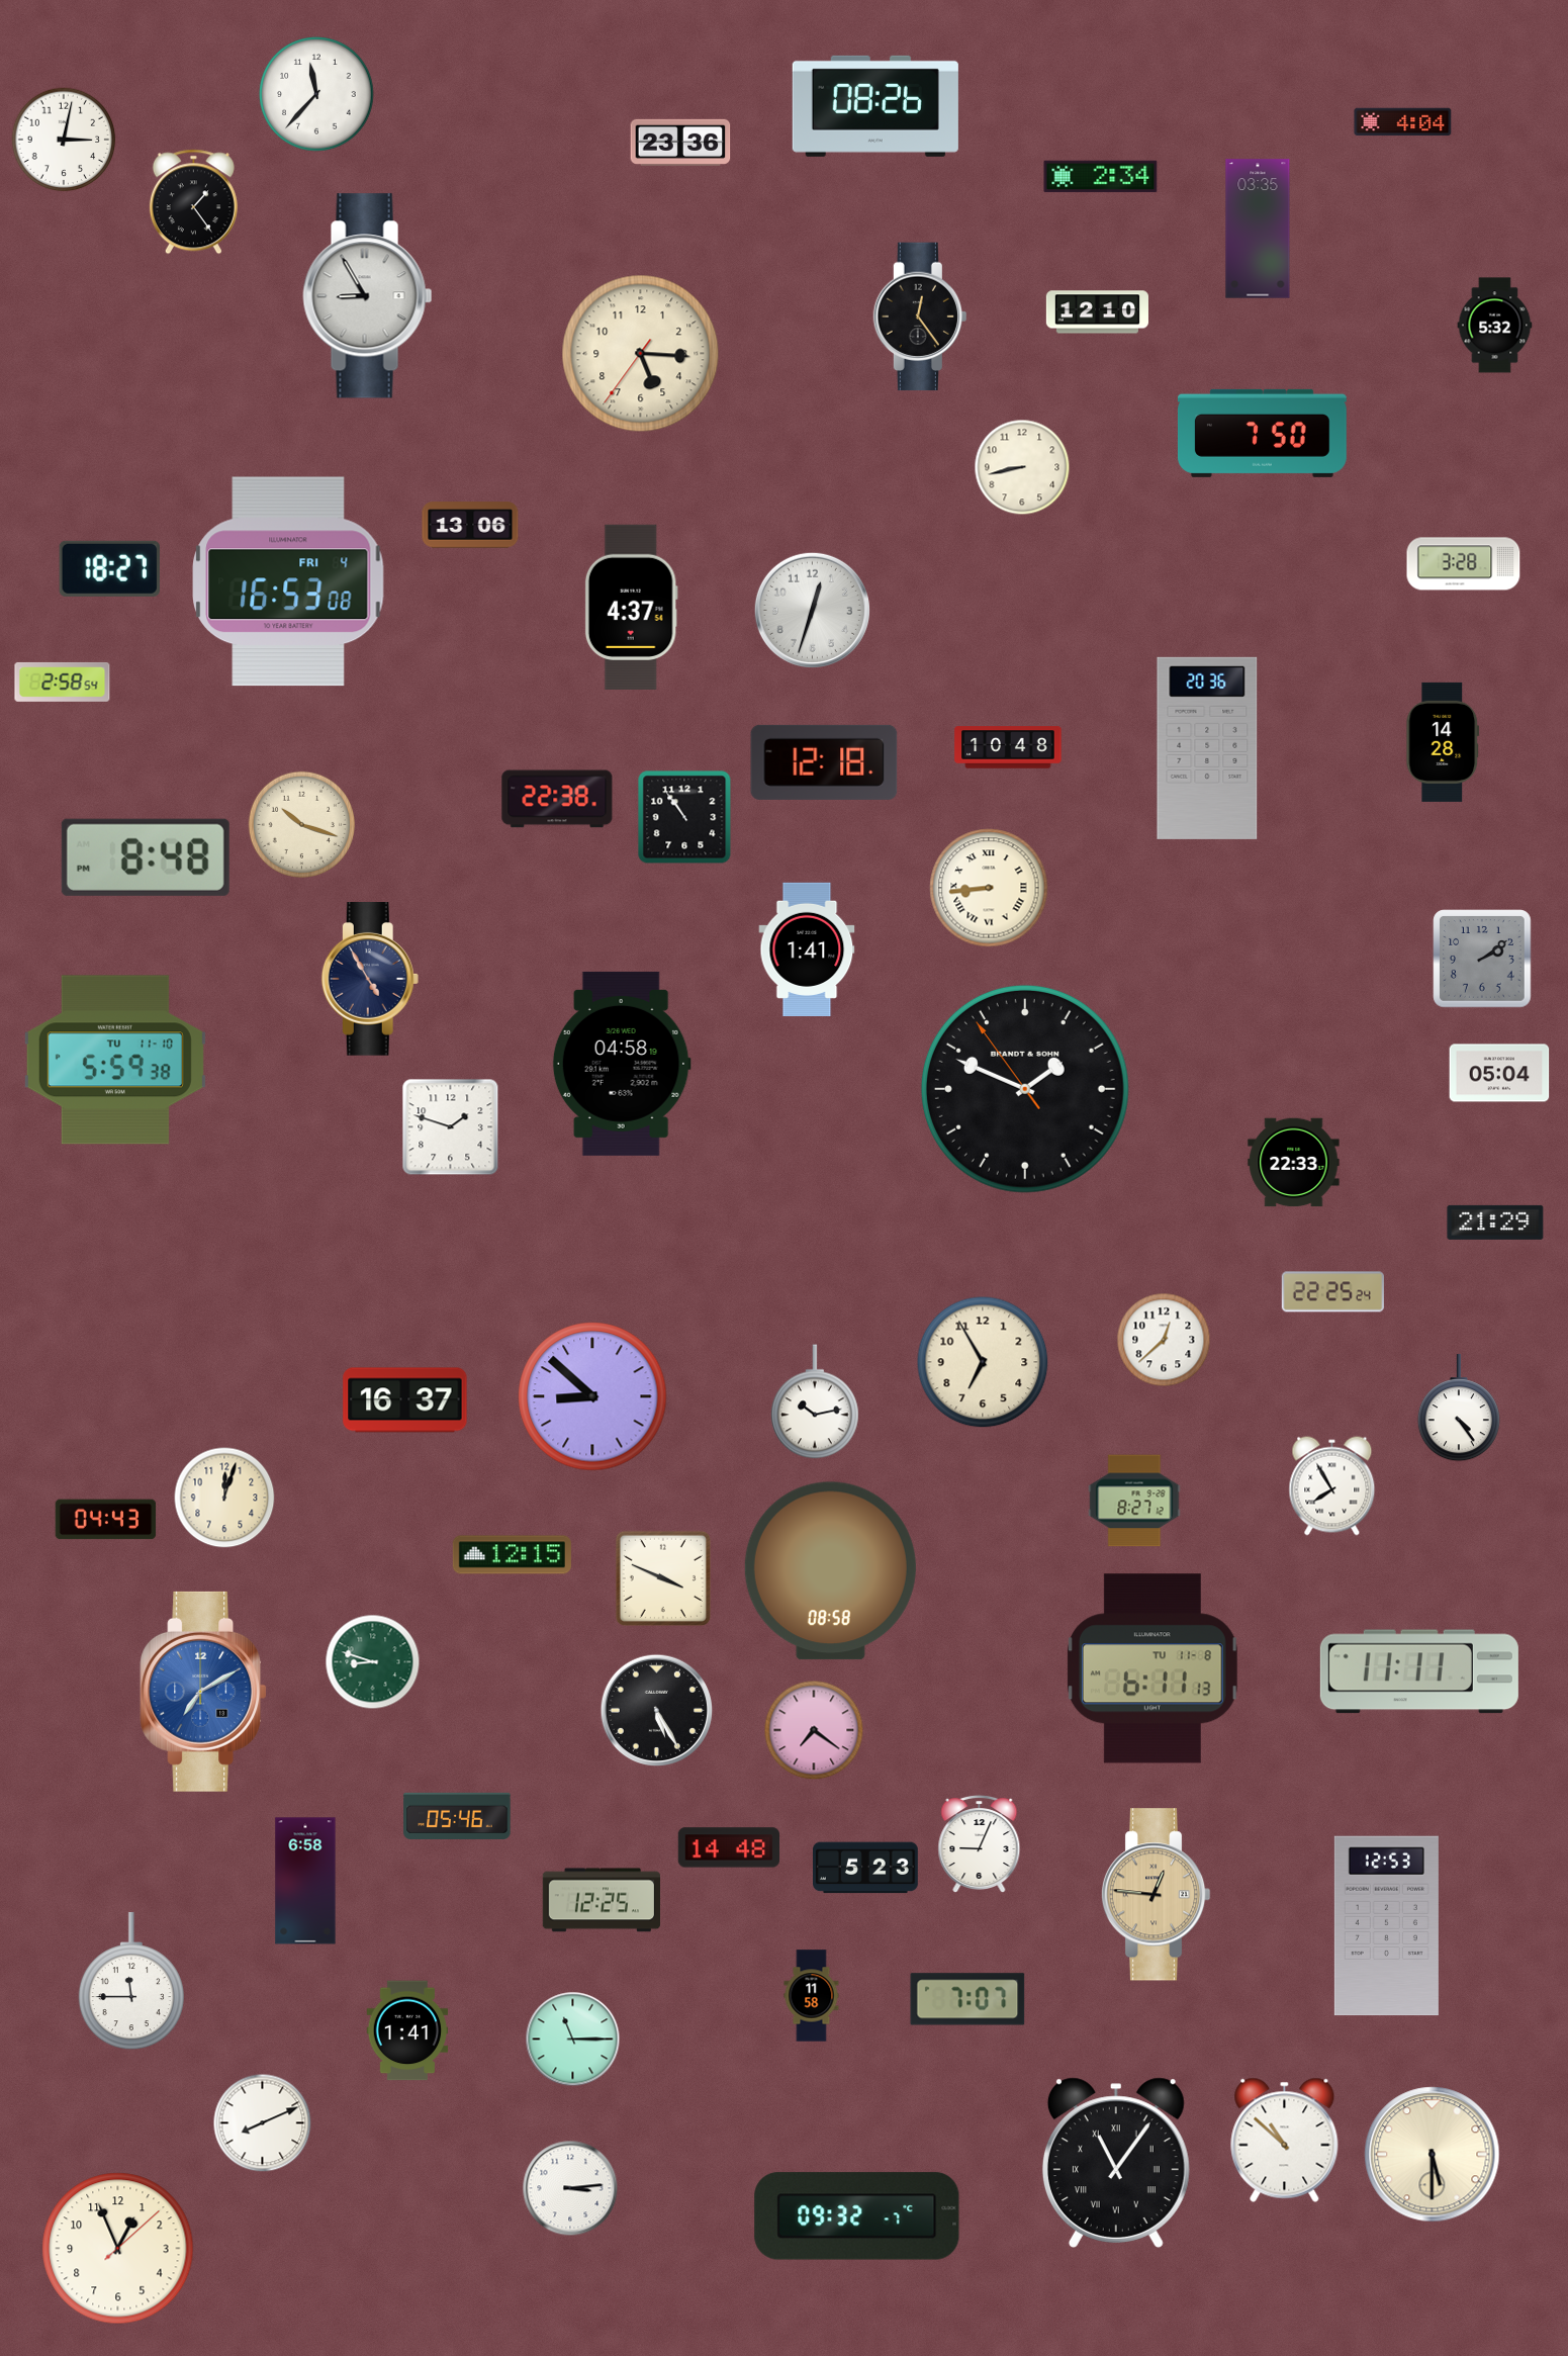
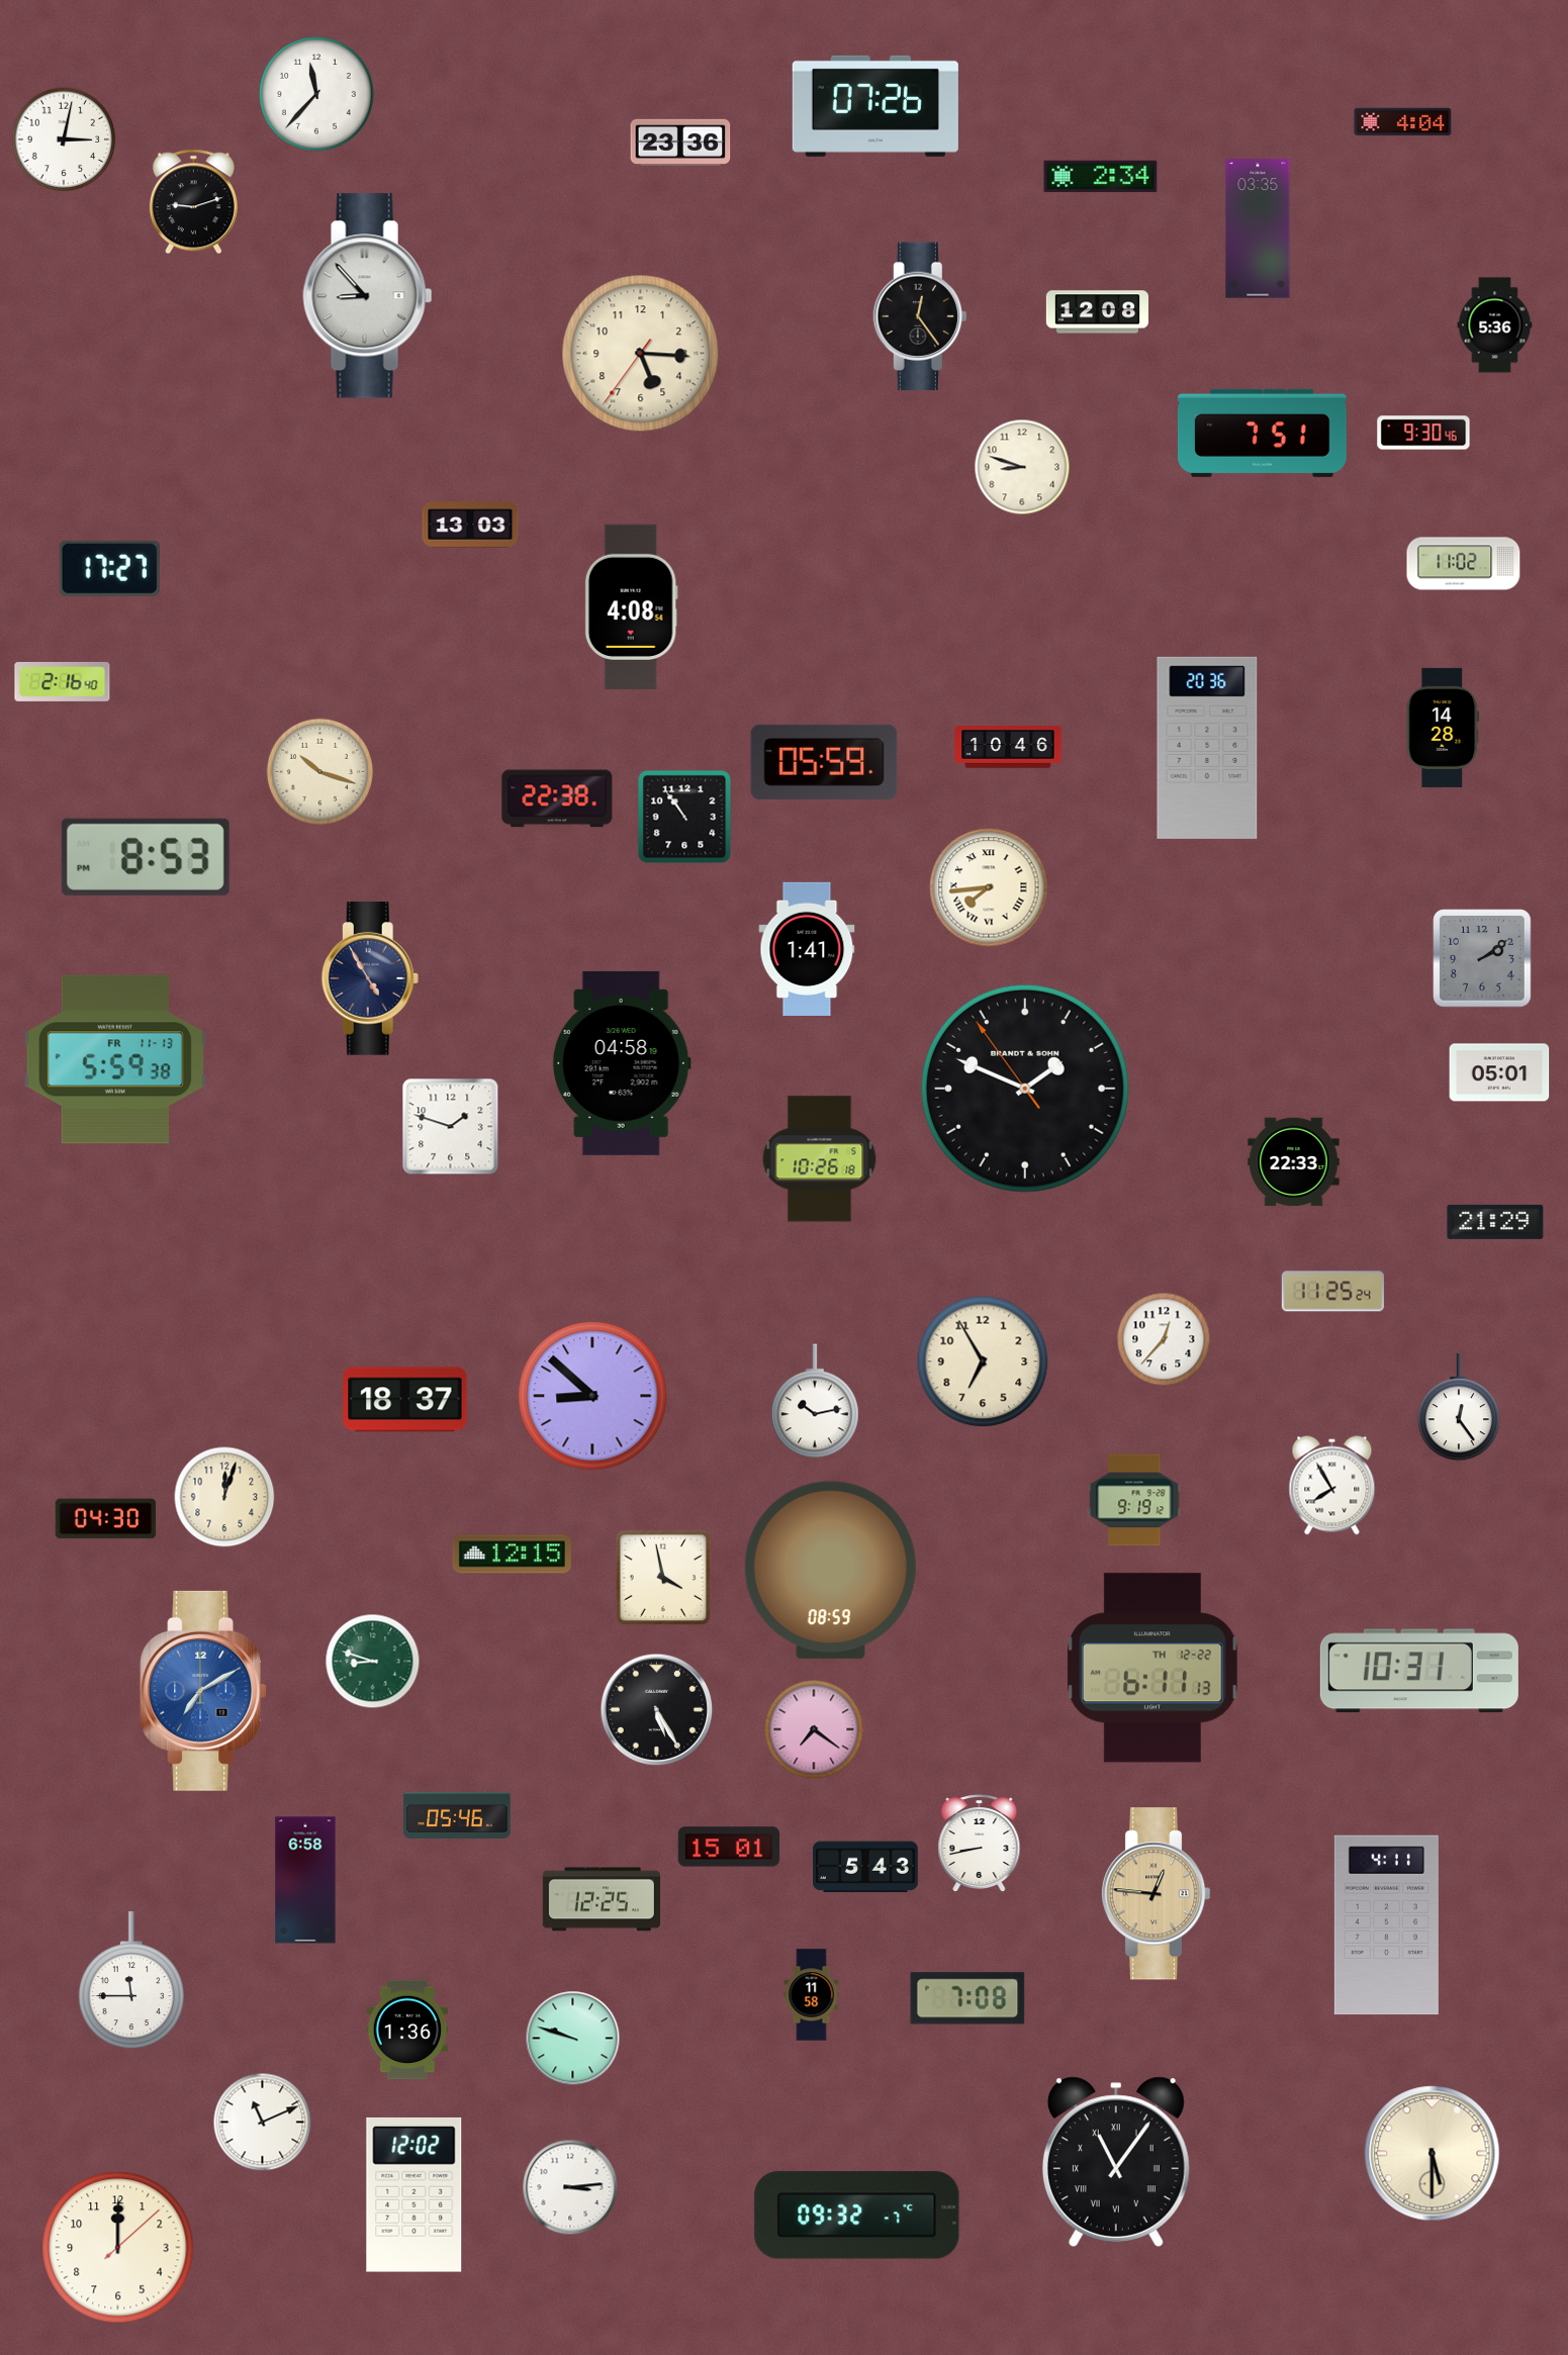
clock at (875, 106): 08:26 -> 07:26
clock at (193, 202): 1:24 -> 9:12
clock at (368, 296): 8:55 -> 8:53
clock at (1097, 312): 12:10 -> 12:08
clock at (1495, 326): 5:32 -> 5:36
clock at (1262, 433): 7:50 -> 7:51
clock at (1423, 433): none -> 9:30
clock at (1022, 467): 8:43 -> 8:48
clock at (470, 525): 13:06 -> 13:03
clock at (1464, 564): 3:28 -> 11:02
clock at (109, 568): 18:27 -> 17:27
clock at (288, 581): 16:53 -> none
clock at (631, 607): 4:37 -> 4:08
clock at (812, 610): 12:33 -> none
clock at (63, 682): 2:58 -> 2:16
clock at (1443, 742) position: (1443, 742) -> (1443, 728)
clock at (1008, 747): 10:48 -> 10:46
clock at (824, 762): 12:18 -> 05:59
clock at (301, 824) position: (301, 824) -> (319, 771)
clock at (146, 857): 8:48 -> 8:53
clock at (989, 888): 8:44 -> 7:44
clock at (115, 1060) date: TU 11-10 -> FR 11-13
clock at (1499, 1073): 05:04 -> 05:01
clock at (820, 1159): none -> 10:26
clock at (1332, 1292): 22:25 -> 11:25
clock at (1164, 1340): 12:38 -> 12:37
clock at (405, 1400): 16:37 -> 18:37
clock at (1459, 1409): 4:24 -> 12:24
clock at (1134, 1501): 8:27 -> 9:19
clock at (106, 1520): 04:43 -> 04:30
clock at (830, 1571): 08:58 -> 08:59
clock at (663, 1578): 3:49 -> 3:58
clock at (1152, 1668) date: TU 11-8 -> TH 12-22
clock at (1419, 1671): 11:11 -> 10:31
clock at (980, 1844): 9:04 -> 8:43
clock at (729, 1847): 14:48 -> 15:01
clock at (866, 1868): 5:23 -> 5:43
clock at (1386, 1926): 12:53 -> 4:11
clock at (967, 1999): 7:07 -> 7:08
clock at (407, 2030): 1:41 -> 1:36
clock at (573, 2040): 11:15 -> 9:48
clock at (263, 2123): 8:11 -> 11:11
clock at (1285, 2140): 10:52 -> none
clock at (414, 2194): none -> 12:02
clock at (118, 2249): 12:56 -> 12:00
